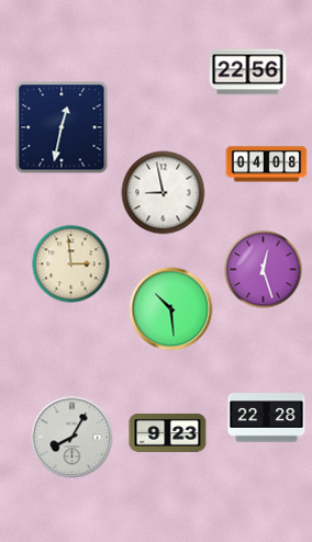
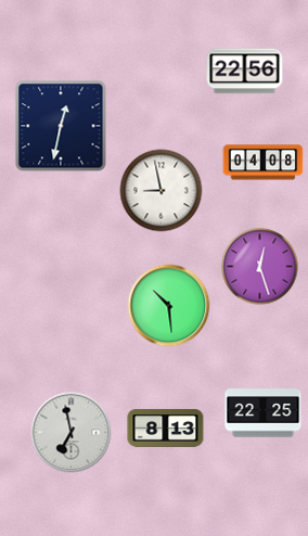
clock at (71, 264): 2:59 -> none
clock at (267, 418): 22:28 -> 22:25
clock at (168, 432): 9:23 -> 8:13
clock at (73, 438): 8:05 -> 6:58
